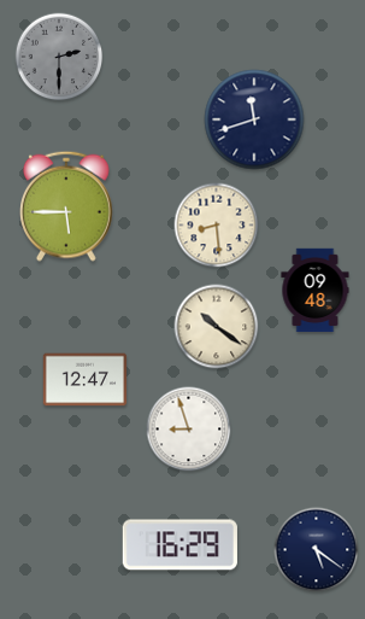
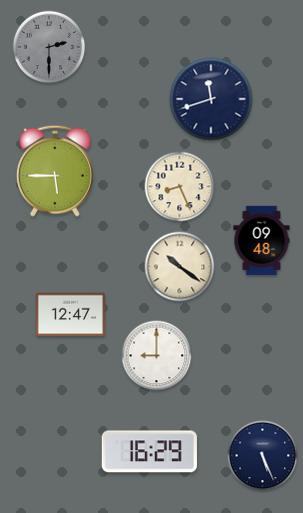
clock at (217, 226): 8:29 -> 8:26
clock at (217, 327) position: (217, 327) -> (180, 267)
clock at (189, 430): 8:57 -> 9:00
clock at (317, 550): 5:21 -> 5:26
